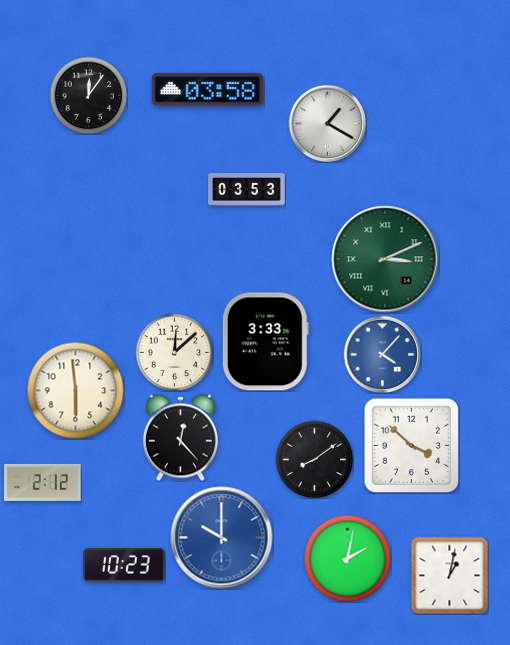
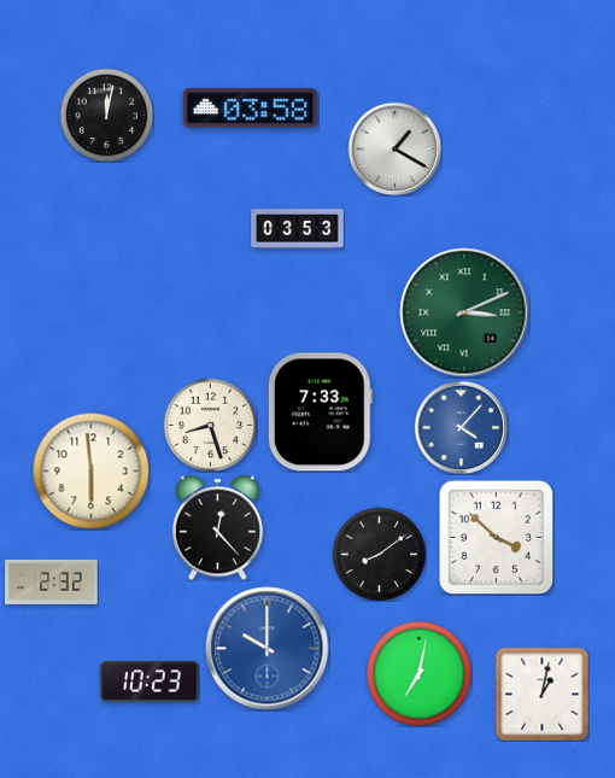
clock at (88, 95): 12:06 -> 12:02
clock at (265, 342): 3:33 -> 7:33
clock at (174, 352): 12:08 -> 8:27
clock at (43, 482): 2:12 -> 2:32
clock at (347, 558): 2:02 -> 7:02
